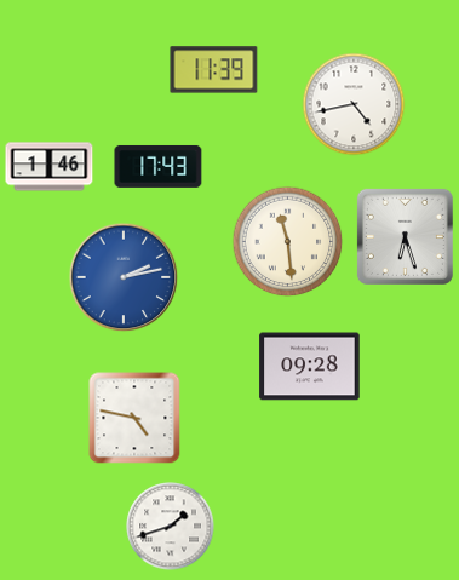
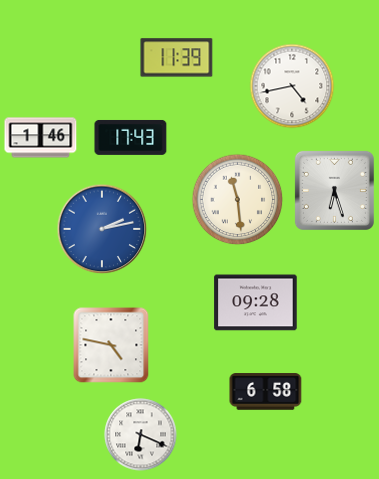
clock at (405, 236) position: (405, 236) -> (334, 190)
clock at (266, 392): none -> 6:58
clock at (171, 527): 1:42 -> 6:19
